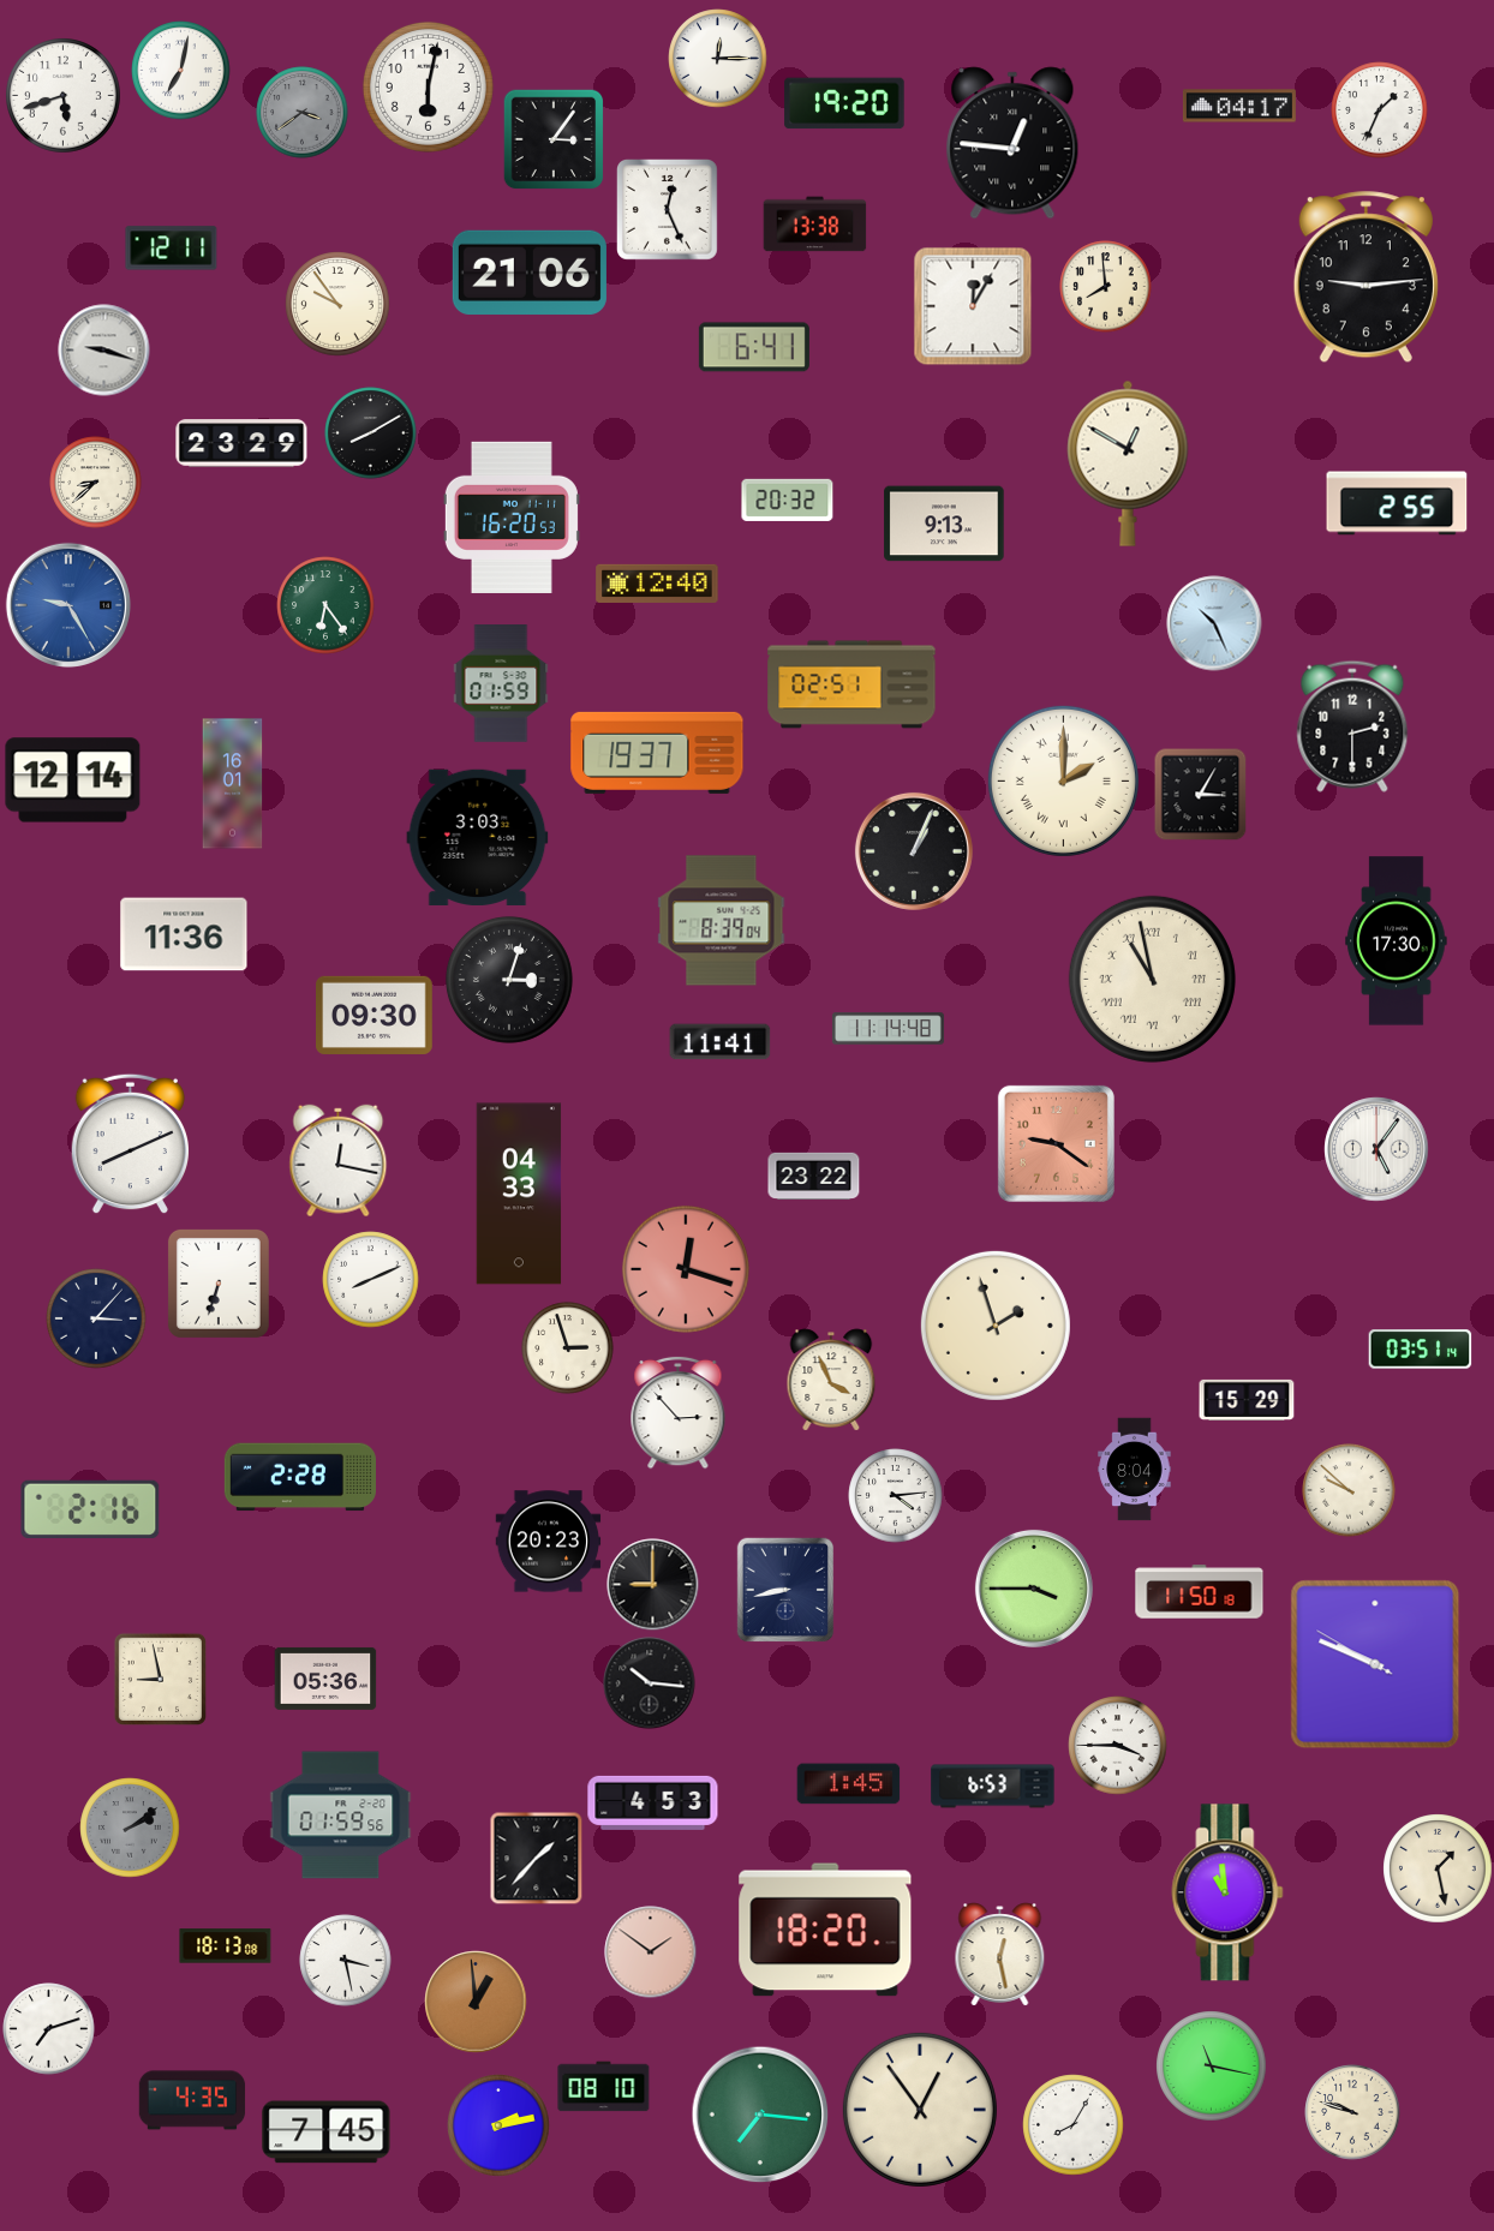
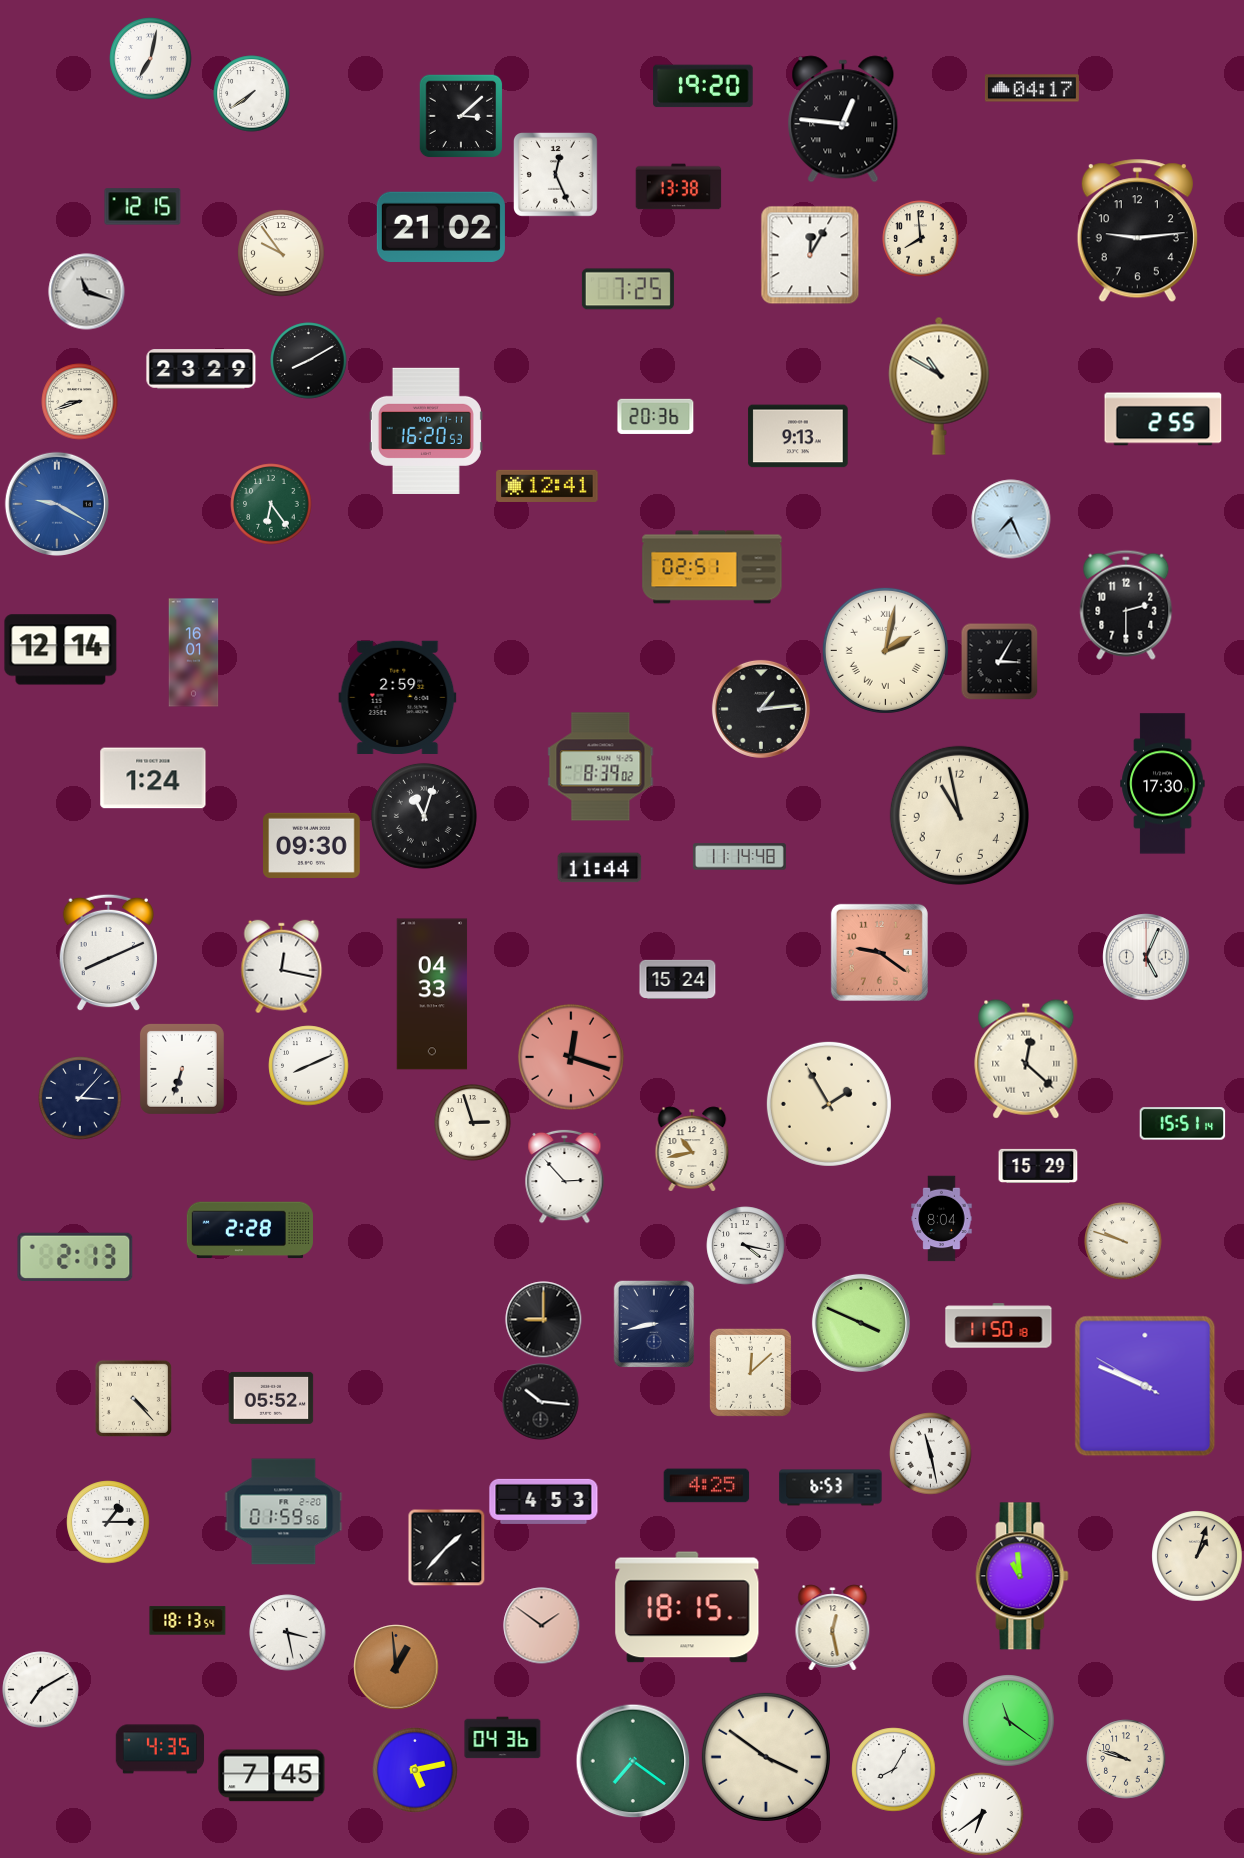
clock at (718, 59): 12:15 -> none
clock at (428, 86): 6:02 -> none
clock at (64, 96): 5:42 -> none
clock at (1380, 110): 1:34 -> none
clock at (303, 113): 3:39 -> 7:39
clock at (303, 113) dial: grey -> white
clock at (554, 139): 3:06 -> 3:08
clock at (172, 249): 12:11 -> 12:15
clock at (530, 273): 21:06 -> 21:02
clock at (754, 347): 6:41 -> 7:25
clock at (104, 351): 9:18 -> 11:18
clock at (1128, 463): 12:50 -> 10:50
clock at (96, 483): 8:38 -> 8:42
clock at (788, 500): 20:32 -> 20:36
clock at (944, 524) position: (944, 524) -> (798, 436)
clock at (657, 584): 12:40 -> 12:41
clock at (68, 605): 9:25 -> 9:20
clock at (1214, 623): 10:26 -> 7:26
clock at (501, 683): 01:59 -> none
clock at (851, 684) position: (851, 684) -> (712, 567)
clock at (657, 753): 19:37 -> none
clock at (1063, 780): 2:00 -> 2:02
clock at (478, 837): 3:03 -> 2:59
clock at (914, 851): 1:04 -> 1:14
clock at (722, 921): 8:39:04 -> 8:39:02
clock at (184, 934): 11:36 -> 1:24
clock at (1152, 979) numerals: Roman -> Arabic
clock at (509, 980): 3:03 -> 11:03
clock at (721, 1042): 11:41 -> 11:44
clock at (1376, 1149): 5:06 -> 5:04
clock at (814, 1176): 23:22 -> 15:24
clock at (1026, 1059): none -> 12:22
clock at (996, 1326): 1:57 -> 1:55
clock at (1421, 1350): 03:51 -> 15:51
clock at (831, 1380): 3:56 -> 10:43
clock at (1135, 1470) position: (1135, 1470) -> (942, 1219)
clock at (1349, 1490): 9:52 -> 9:48
clock at (896, 1496): 4:14 -> 4:17
clock at (90, 1508): 2:16 -> 2:13
clock at (549, 1542): 20:23 -> none
clock at (1034, 1589): 3:45 -> 3:49
clock at (750, 1372): none -> 12:08
clock at (160, 1679): 8:58 -> 4:23
clock at (325, 1679): 05:36 -> 05:52
clock at (1118, 1746): 3:45 -> 11:28
clock at (849, 1784): 1:45 -> 4:25
clock at (993, 1787) position: (993, 1787) -> (831, 1488)
clock at (130, 1828): 2:09 -> 1:15
clock at (130, 1828) dial: grey -> white
clock at (1438, 1868): 1:28 -> 1:03
clock at (825, 1930): 18:20 -> 18:15
clock at (226, 1946): 18:13:08 -> 18:13:54
clock at (49, 2029): 7:12 -> 7:10
clock at (1212, 2066): 11:17 -> 11:21
clock at (604, 2087): 08:10 -> 04:36
clock at (920, 2110): 12:54 -> 3:51
clock at (760, 2115): 7:16 -> 7:21
clock at (498, 2125): 2:13 -> 5:13
clock at (982, 1814): none -> 6:39
